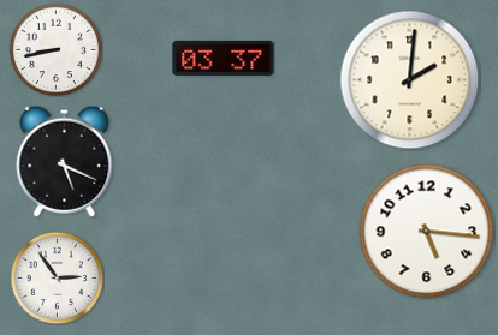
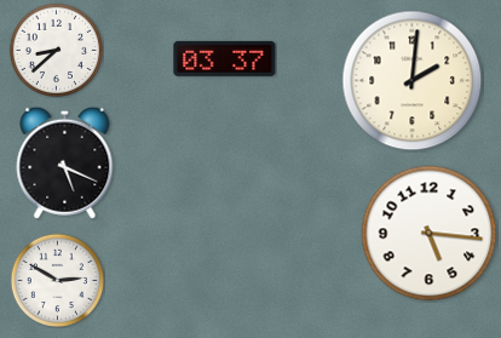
clock at (55, 49): 8:43 -> 8:38
clock at (57, 277): 2:54 -> 2:50
